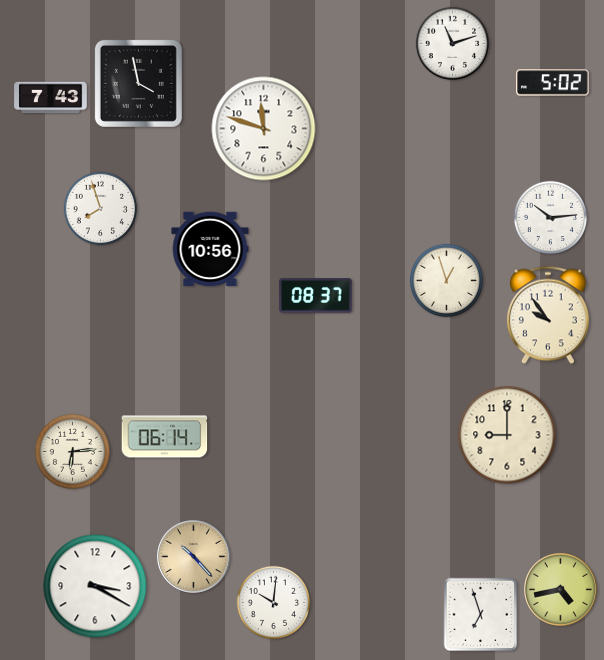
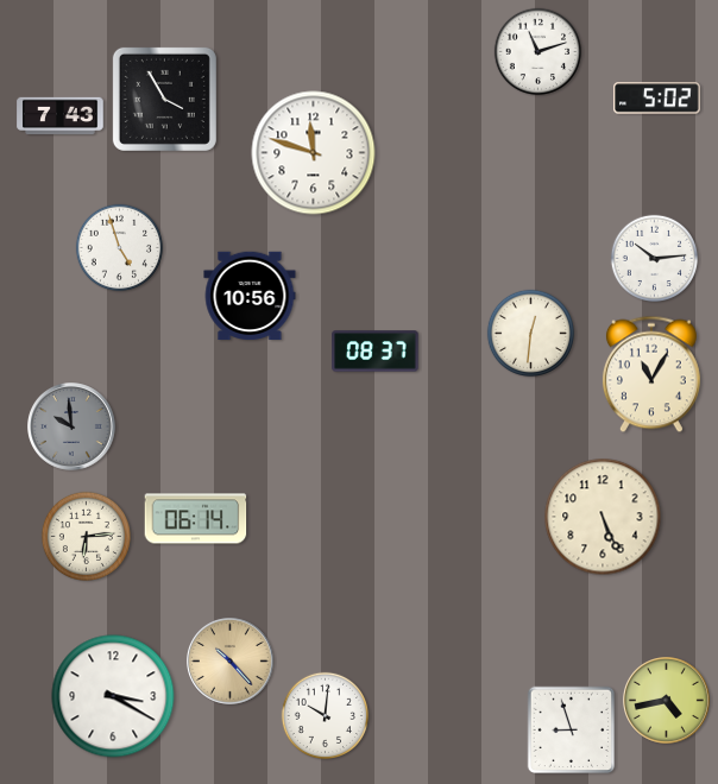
clock at (138, 83): 3:58 -> 3:55
clock at (101, 209): 7:57 -> 4:57
clock at (447, 281): 12:57 -> 12:31
clock at (548, 315): 9:54 -> 11:05
clock at (73, 428): none -> 9:59
clock at (507, 435): 9:00 -> 5:26
clock at (481, 615): 6:57 -> 8:57
